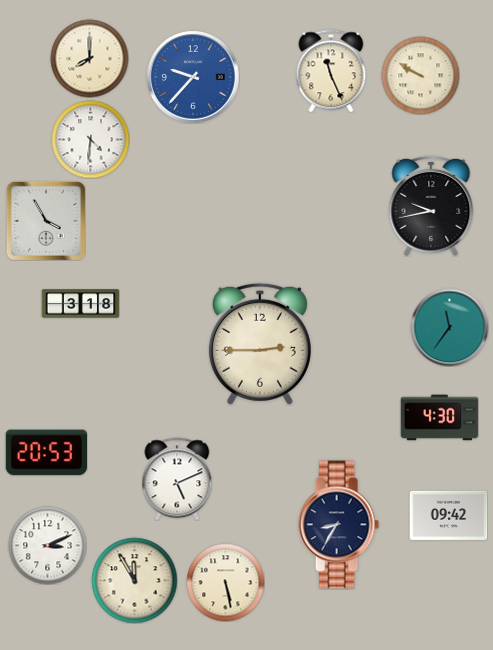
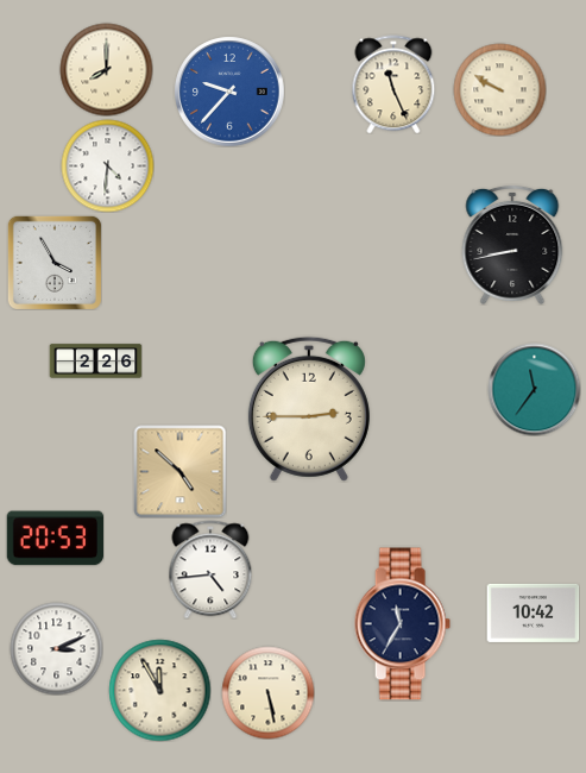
clock at (431, 206): 9:43 -> 8:43
clock at (80, 304): 3:18 -> 2:26
clock at (179, 471): none -> 4:52
clock at (439, 418): 4:30 -> none
clock at (177, 479): 5:11 -> 4:44
clock at (448, 515): 09:42 -> 10:42
clock at (338, 525): 8:35 -> 11:35
